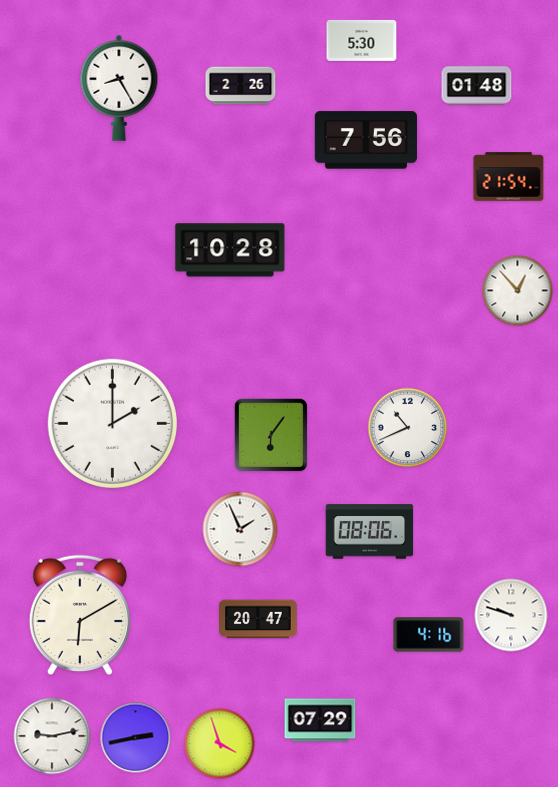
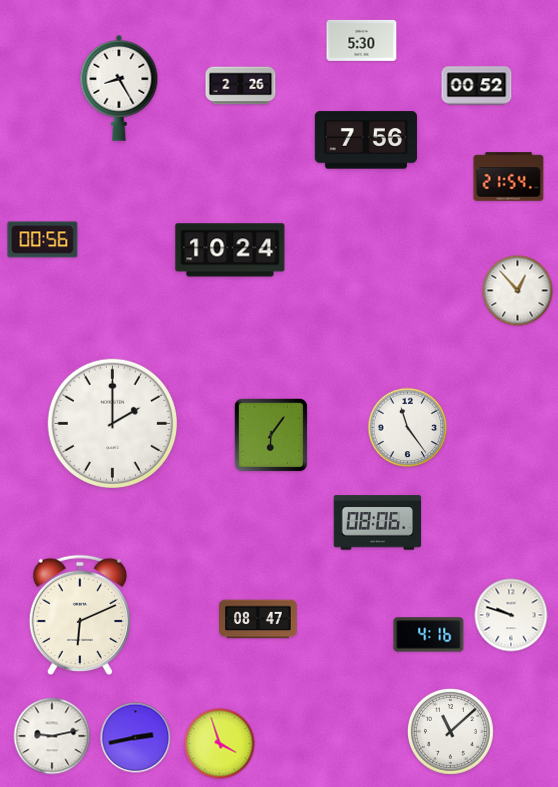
clock at (477, 86): 01:48 -> 00:52
clock at (43, 240): none -> 00:56
clock at (230, 250): 10:28 -> 10:24
clock at (408, 428): 10:41 -> 11:24
clock at (240, 529): 1:56 -> none
clock at (370, 532) position: (370, 532) -> (378, 523)
clock at (80, 615): 6:10 -> 6:11
clock at (258, 619): 20:47 -> 08:47
clock at (320, 720): 07:29 -> none
clock at (450, 731): none -> 11:08
